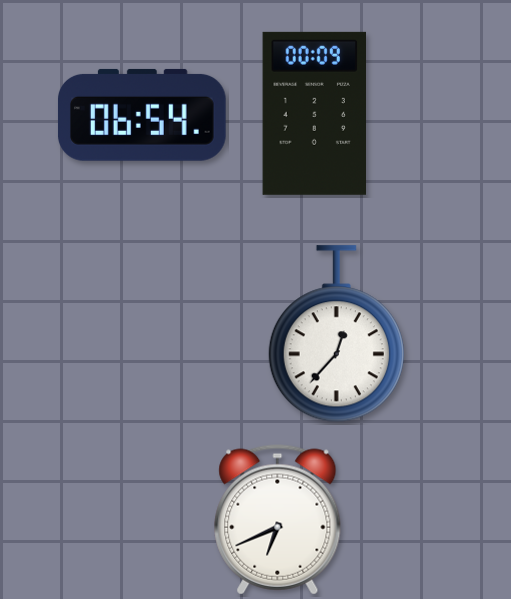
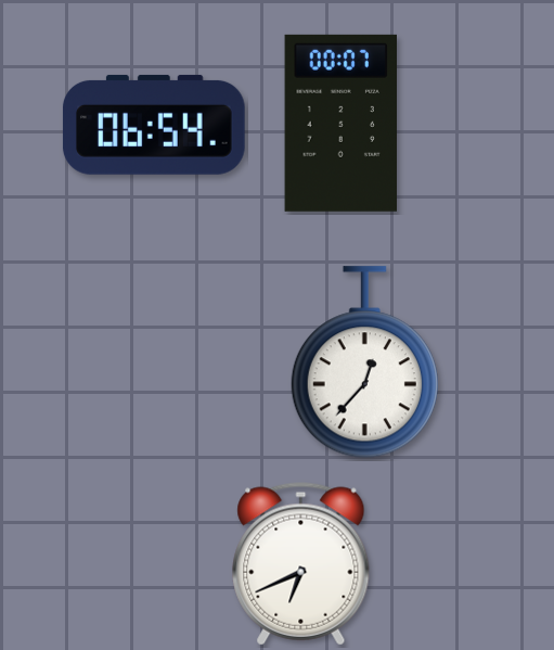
clock at (315, 113): 00:09 -> 00:07
